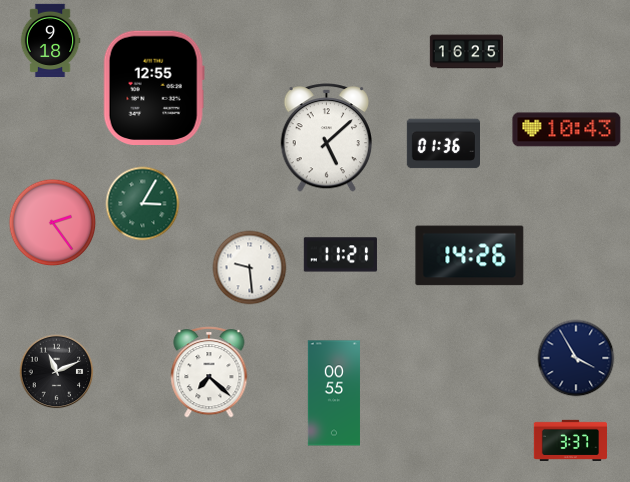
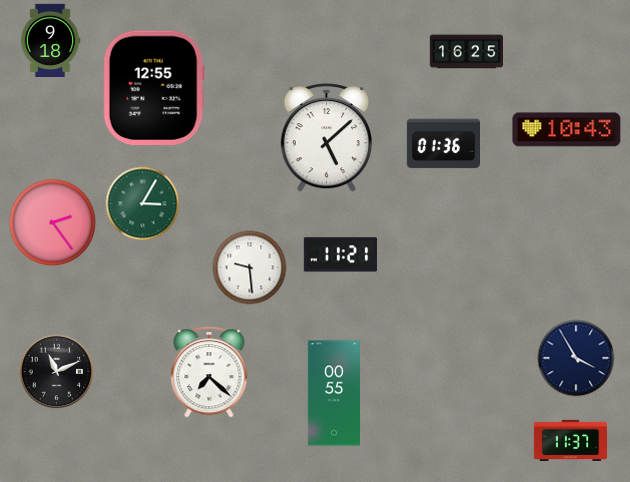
clock at (470, 256): 14:26 -> none
clock at (570, 441): 3:37 -> 11:37
